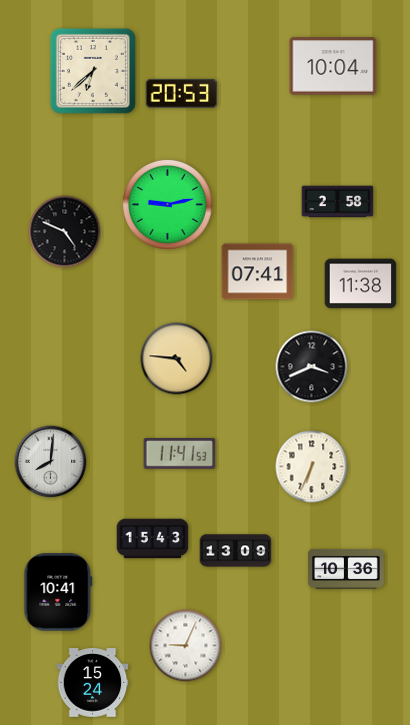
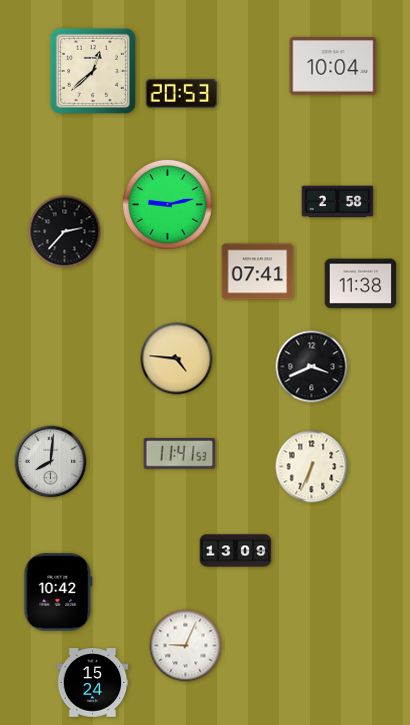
clock at (93, 71): 6:38 -> 12:38
clock at (65, 232): 4:49 -> 2:37
clock at (153, 539): 15:43 -> none
clock at (346, 569): 10:36 -> none
clock at (58, 592): 10:41 -> 10:42
